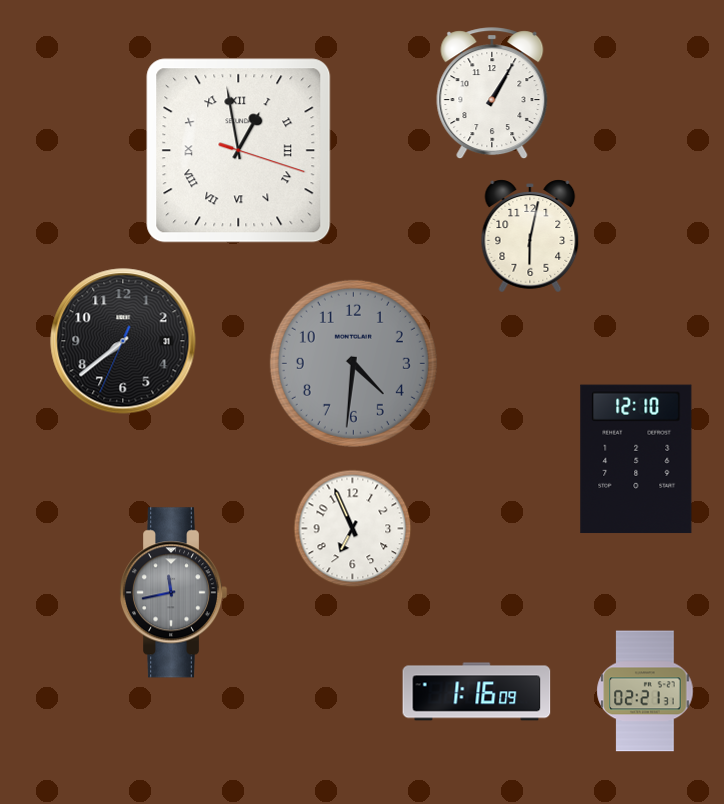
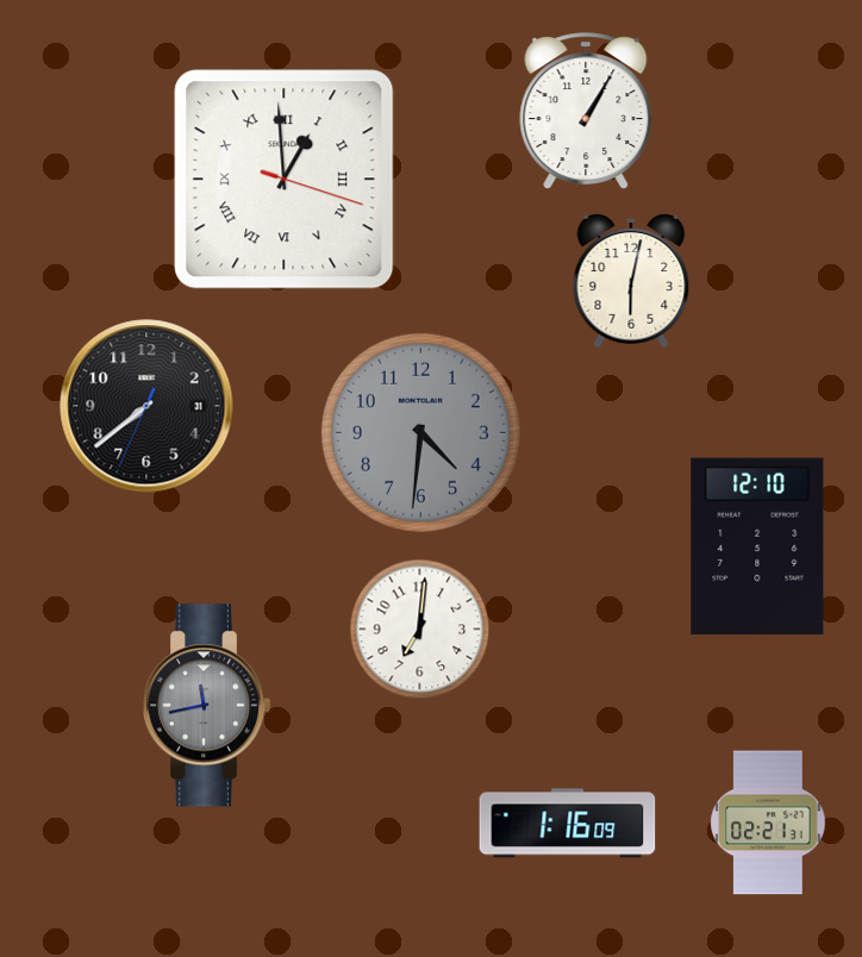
clock at (239, 151): 12:58 -> 12:59
clock at (353, 529): 6:56 -> 7:01
